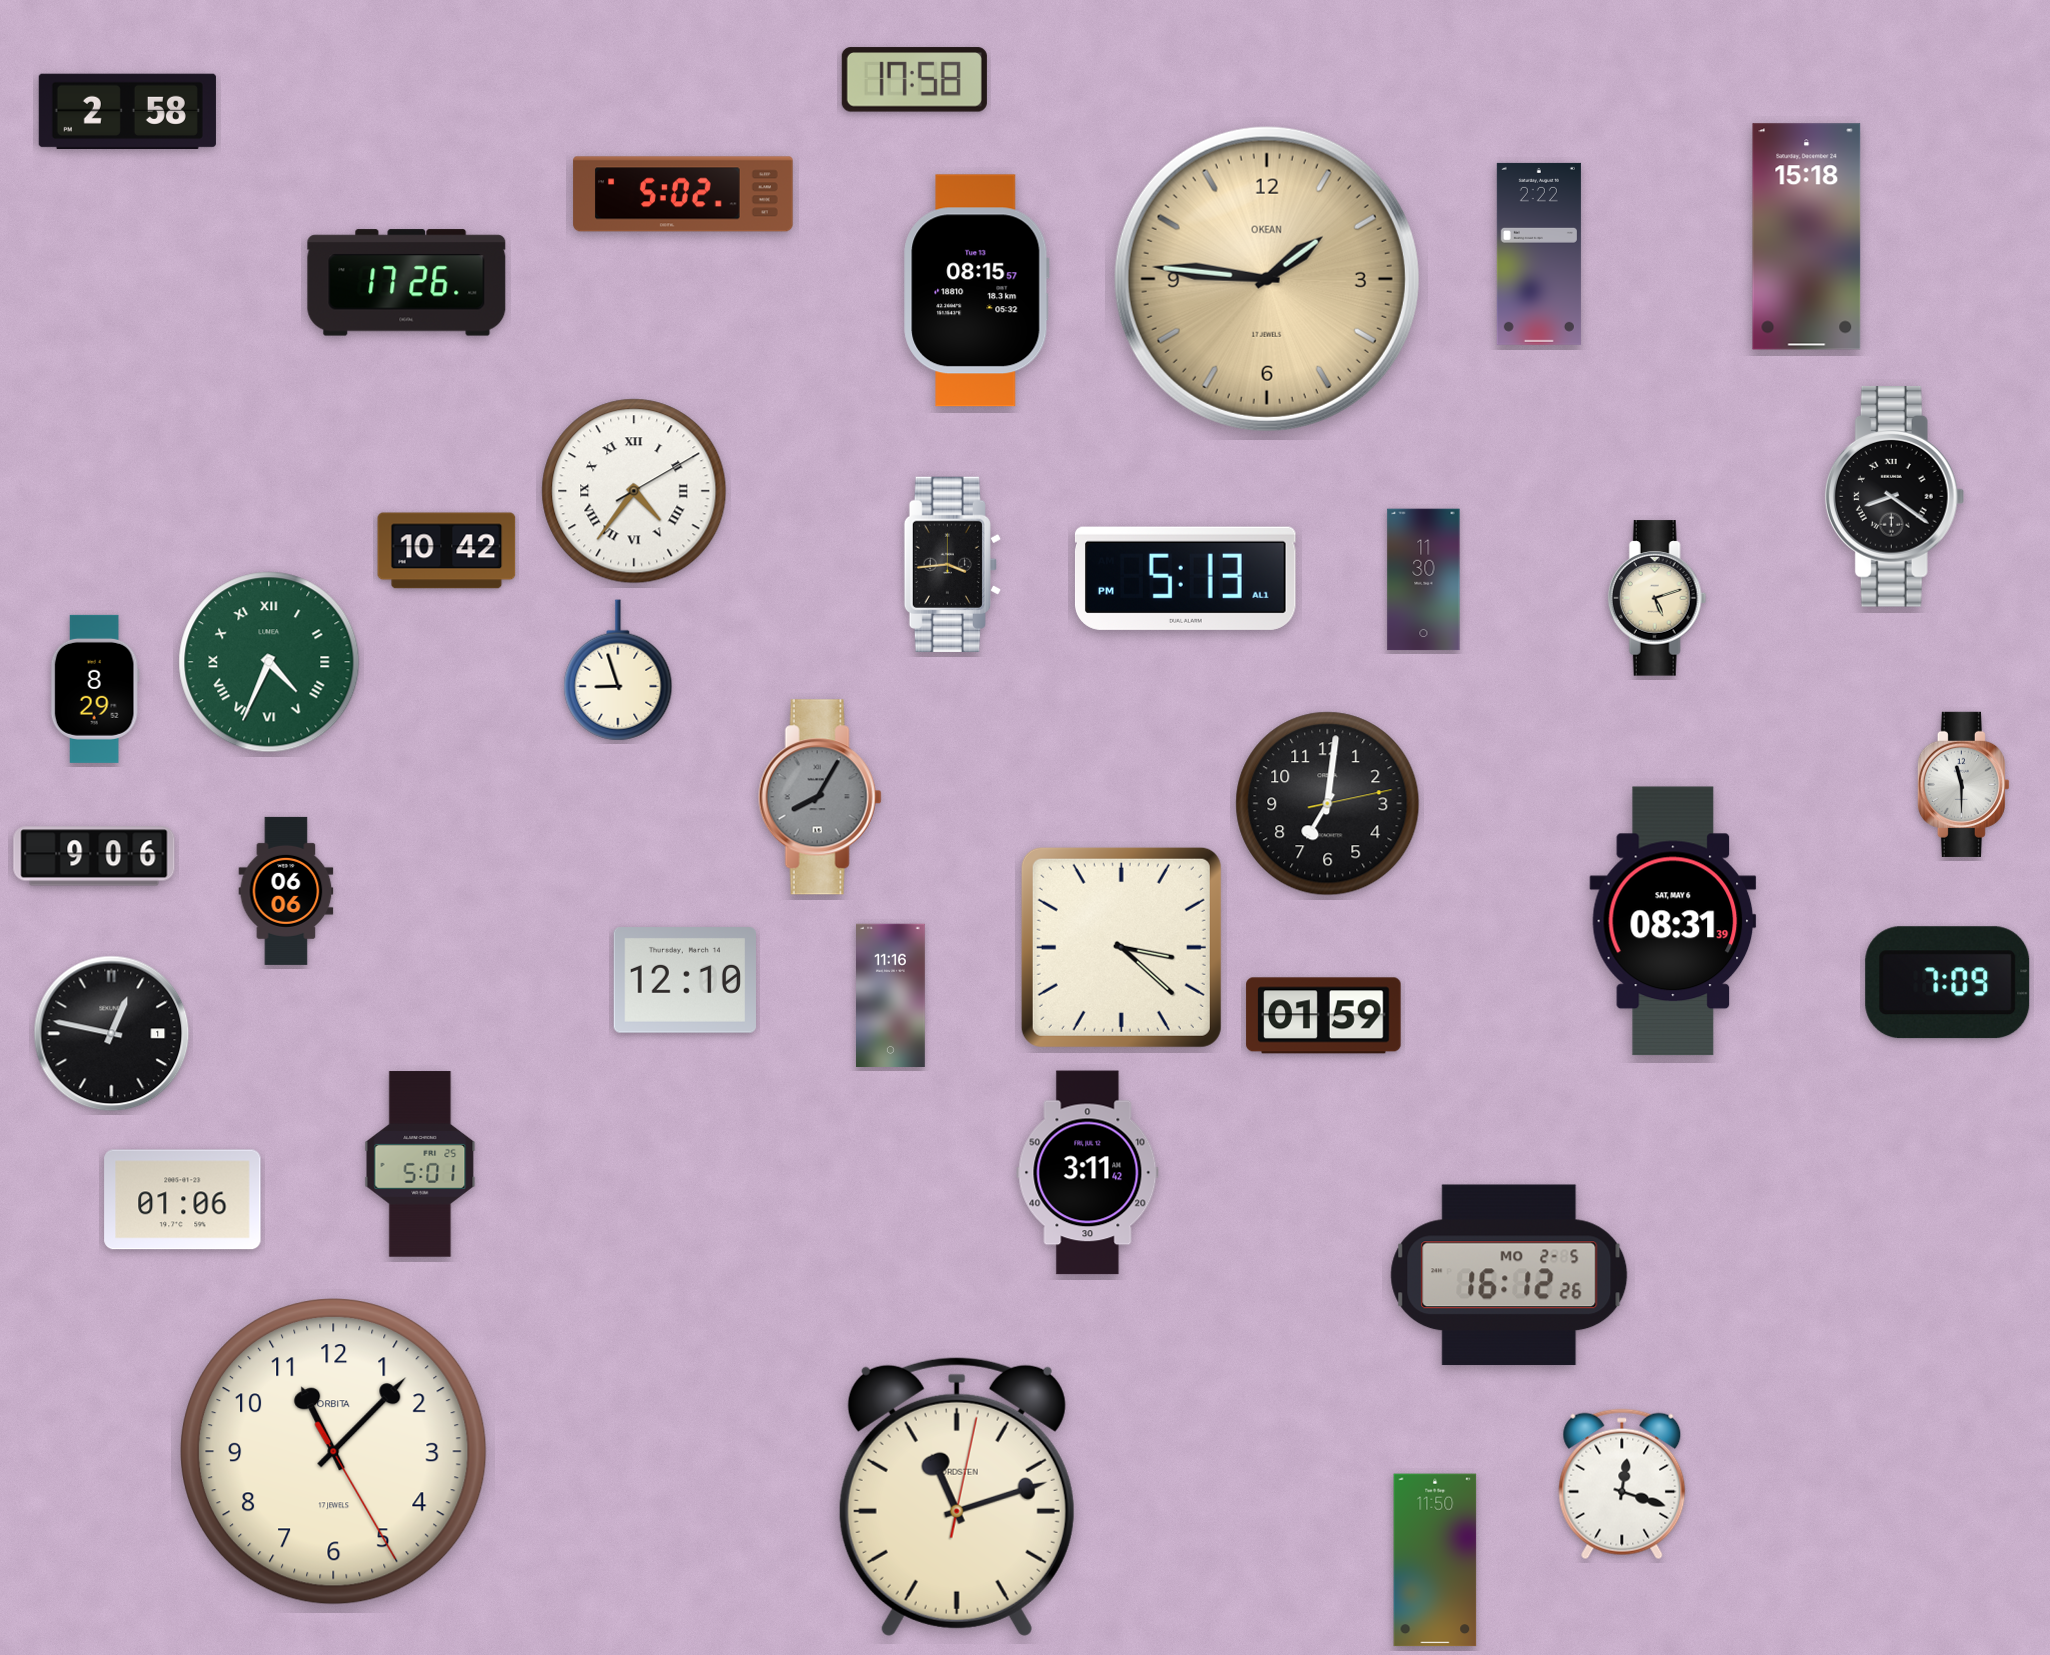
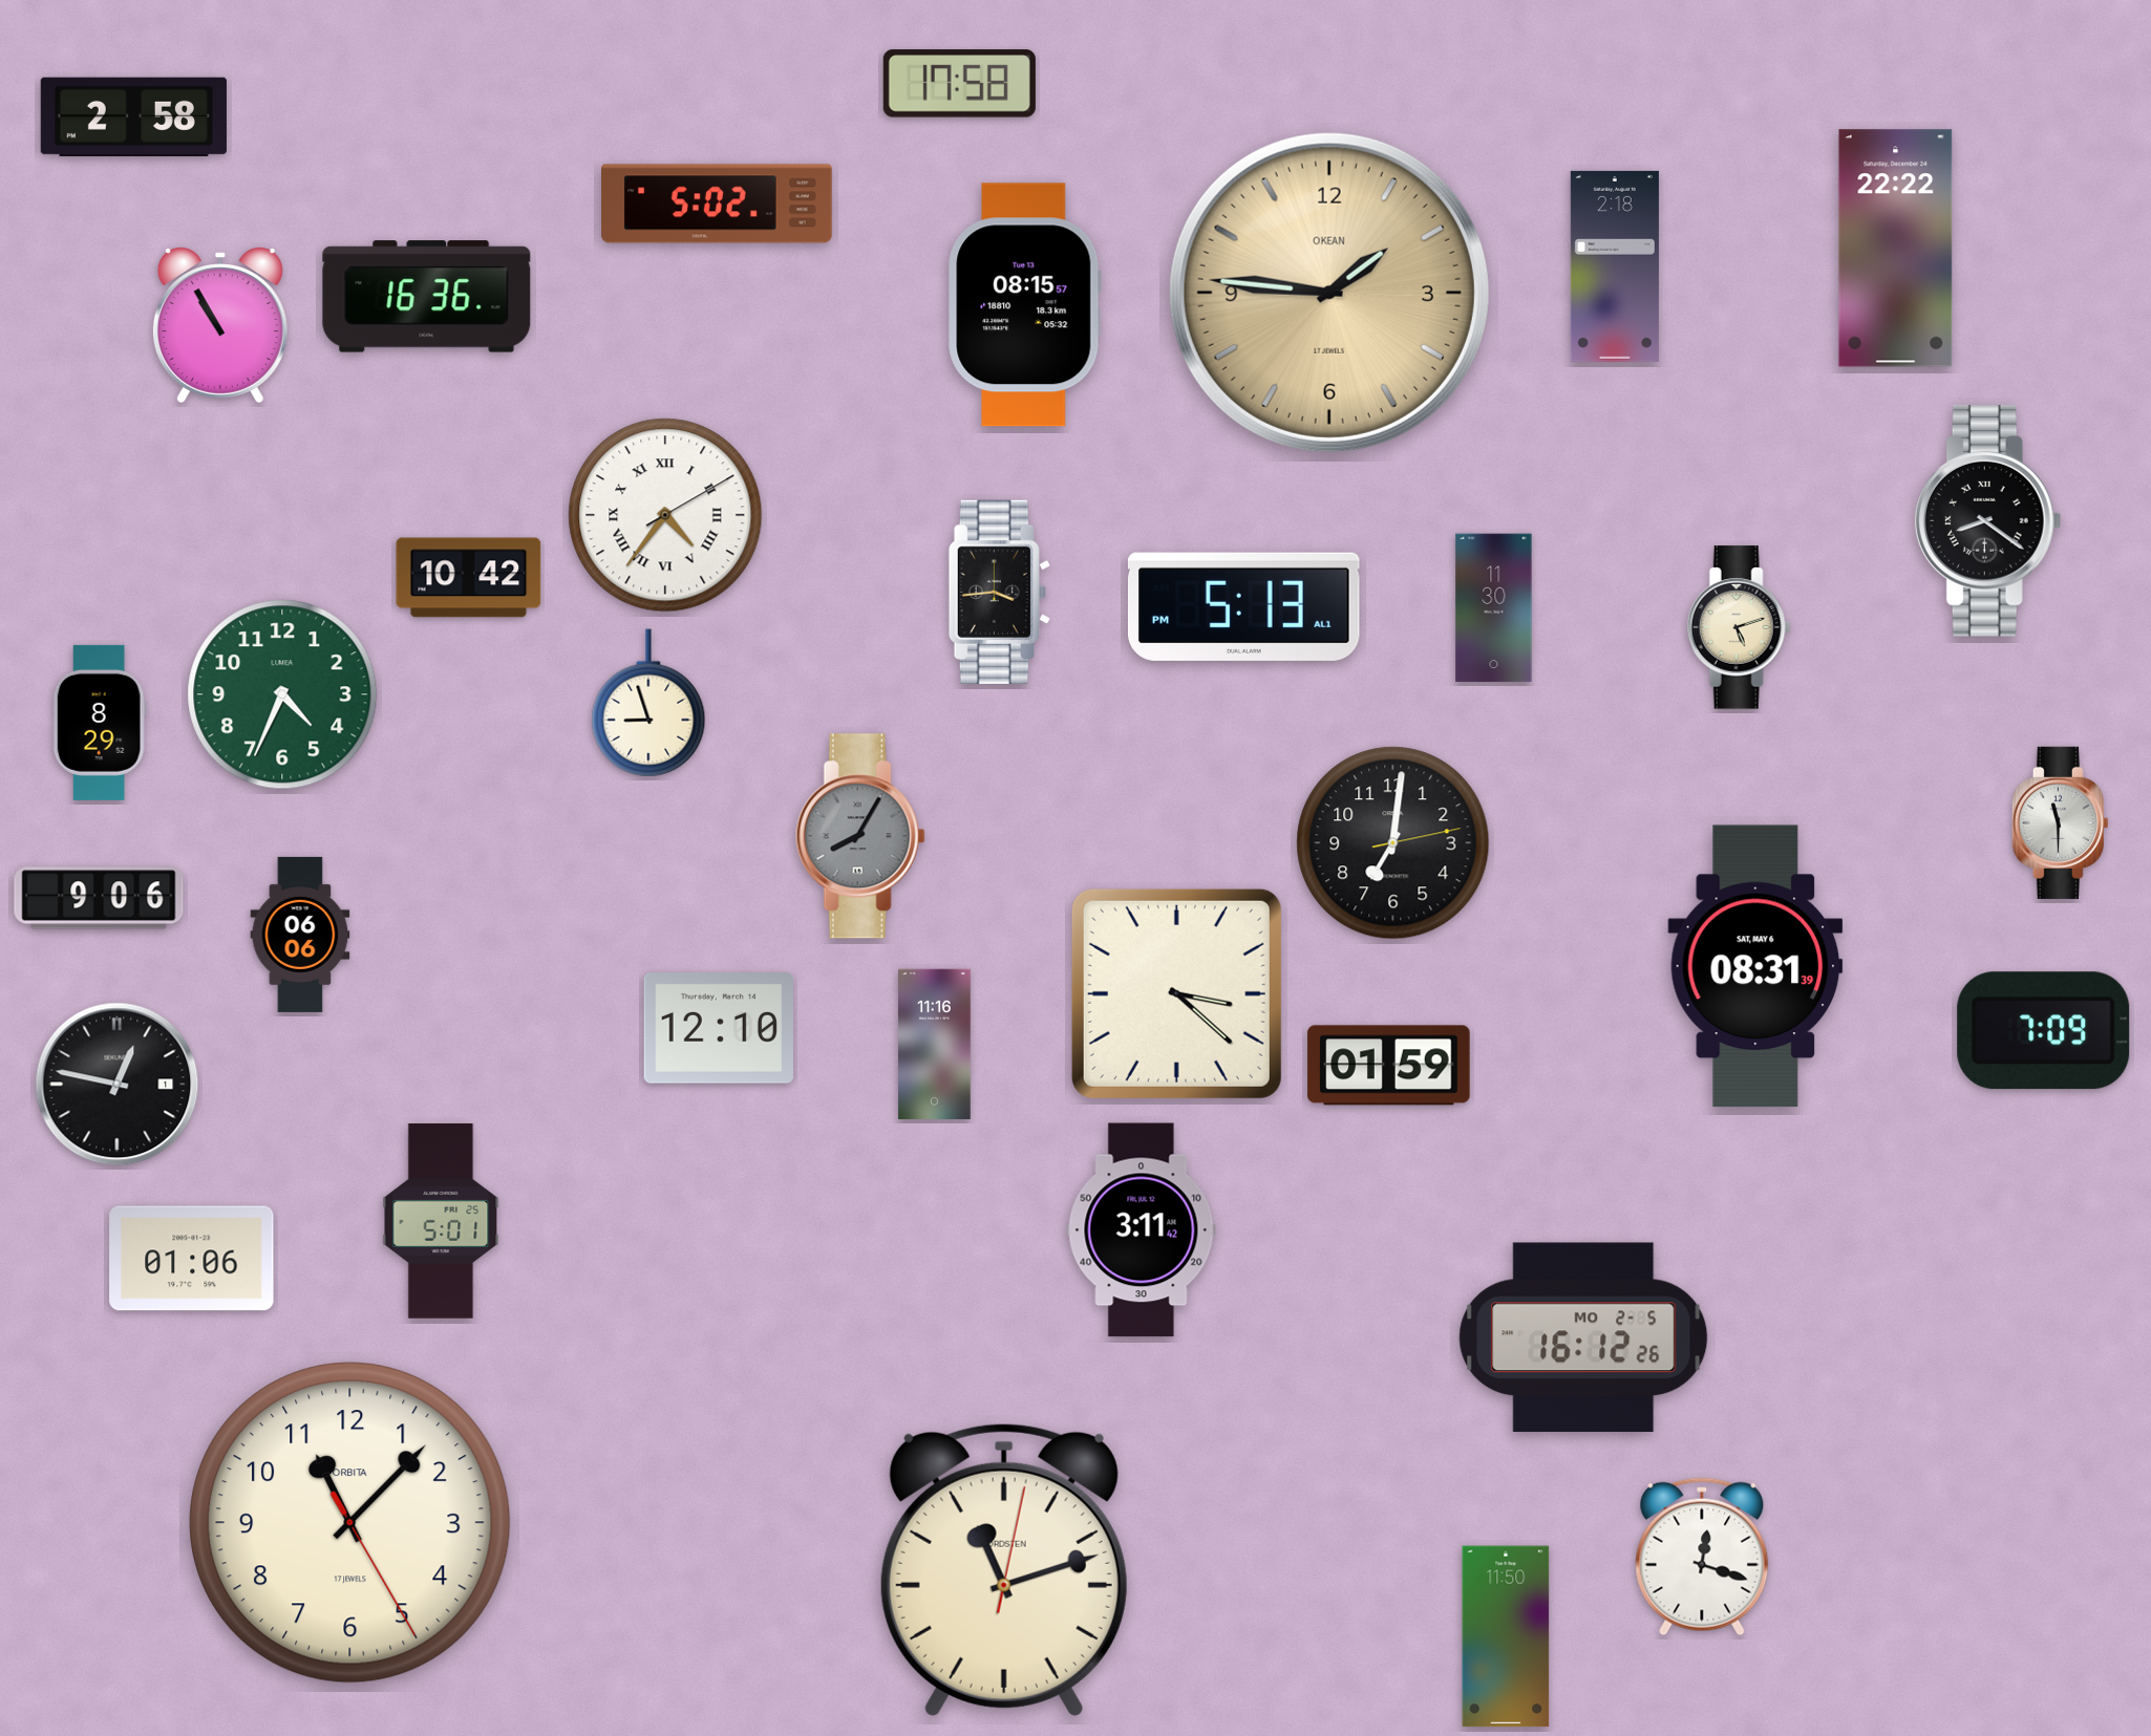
clock at (1807, 237): 15:18 -> 22:22
clock at (1539, 254): 2:22 -> 2:18
clock at (407, 283): 17:26 -> 16:36
clock at (220, 325): none -> 10:55
clock at (269, 662) numerals: Roman -> Arabic
